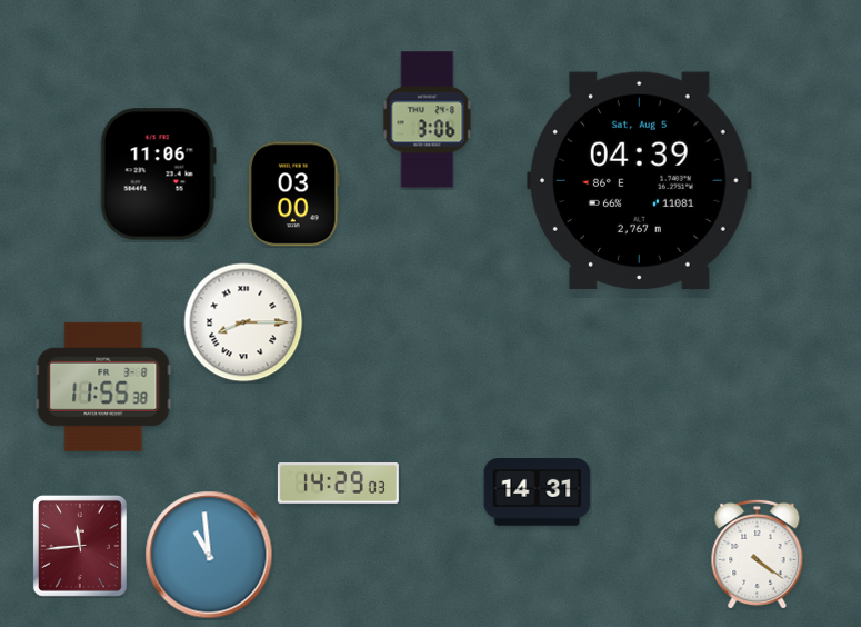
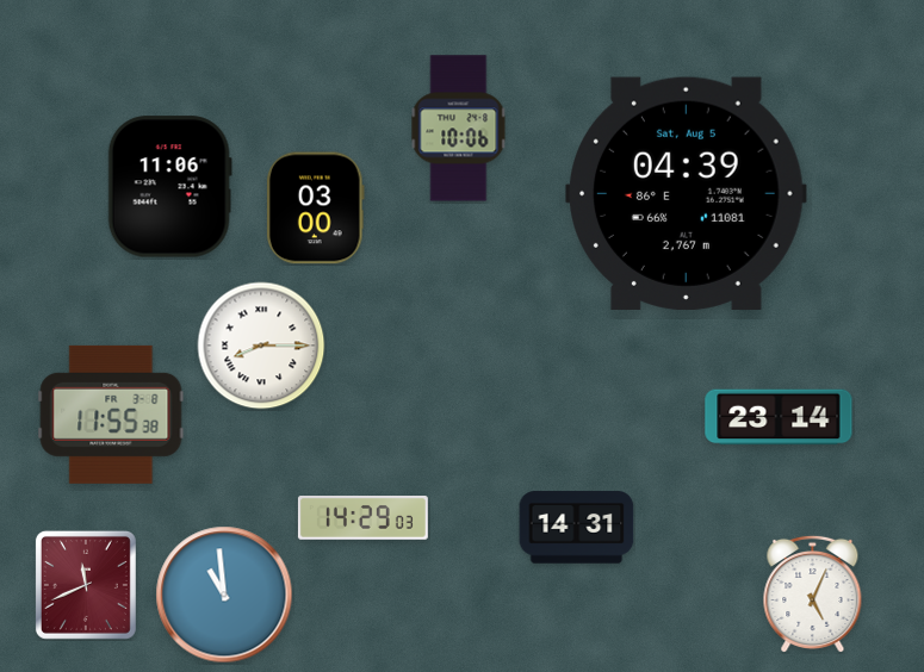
clock at (428, 120): 3:06 -> 10:06
clock at (779, 417): none -> 23:14
clock at (80, 546): 11:44 -> 11:41
clock at (758, 554): 4:21 -> 5:04
